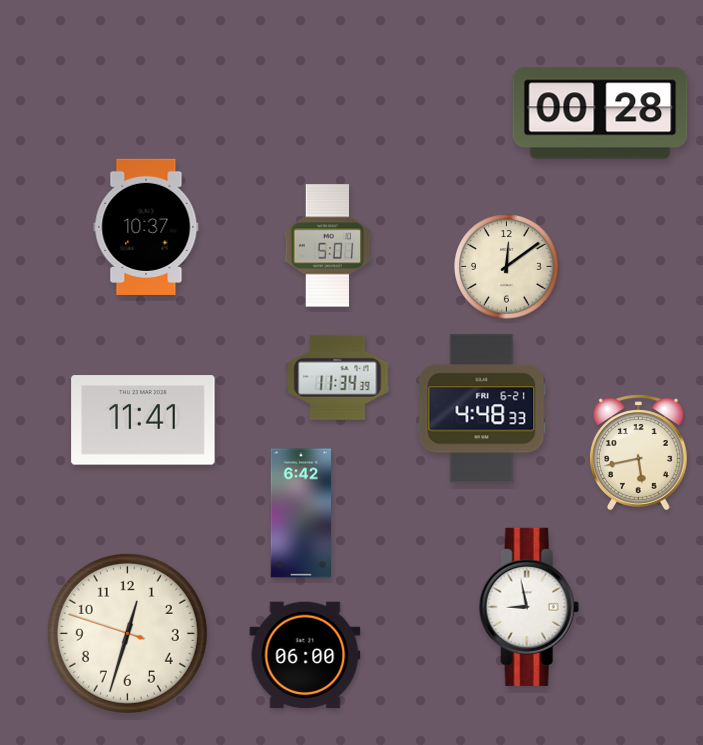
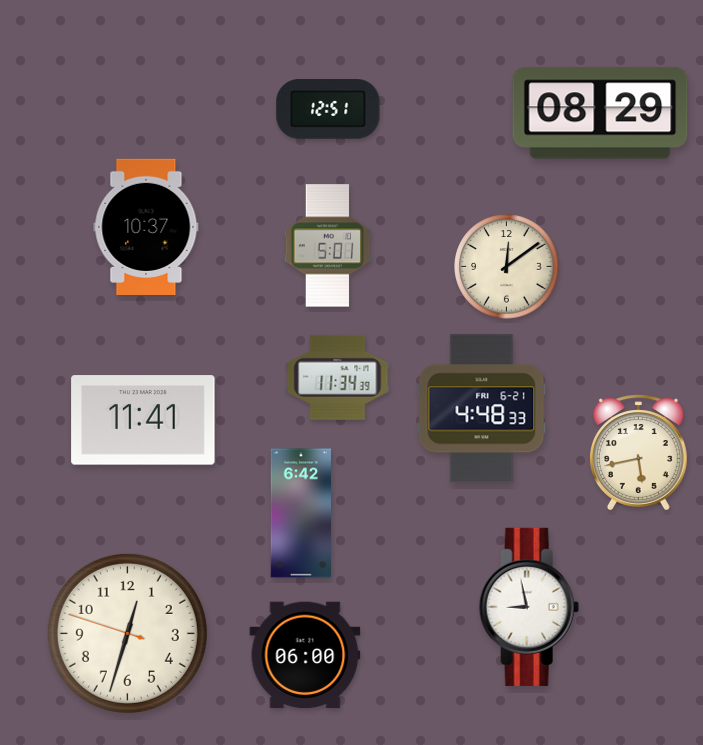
clock at (328, 109): none -> 12:51
clock at (600, 113): 00:28 -> 08:29
